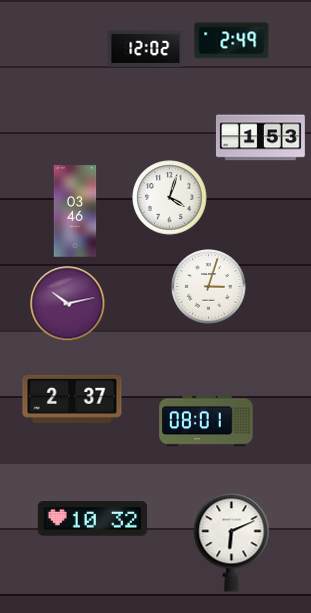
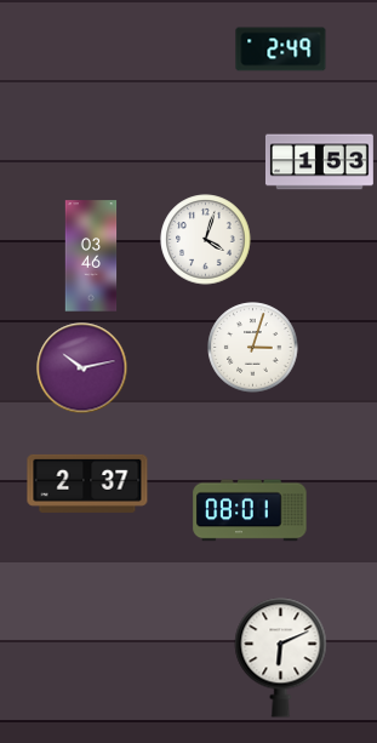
clock at (146, 48): 12:02 -> none
clock at (260, 138) position: (260, 138) -> (319, 162)
clock at (93, 519): 10:32 -> none
